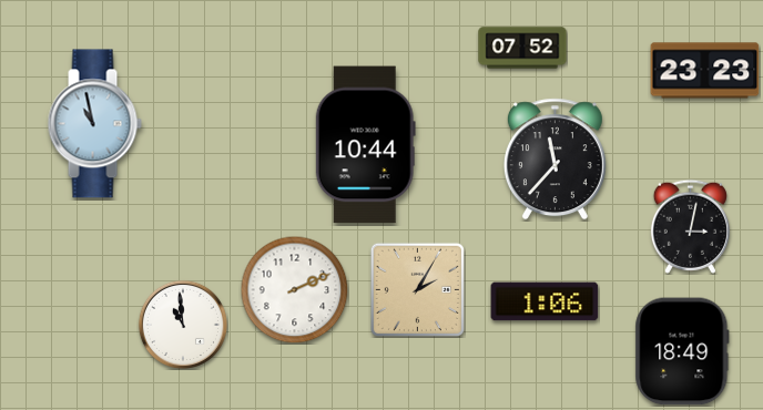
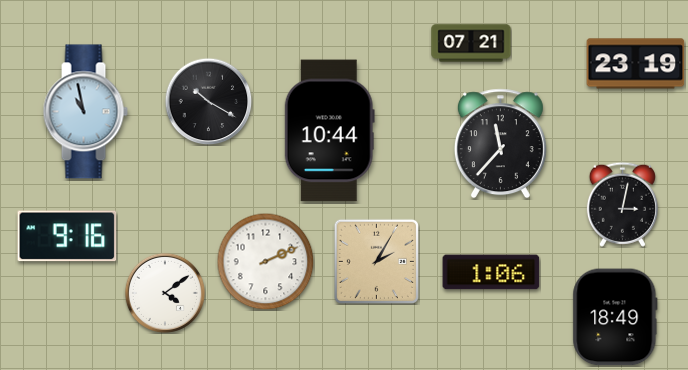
clock at (522, 48): 07:52 -> 07:21
clock at (705, 71): 23:23 -> 23:19
clock at (208, 101): none -> 10:20
clock at (67, 236): none -> 9:16
clock at (183, 325): 10:59 -> 4:09
